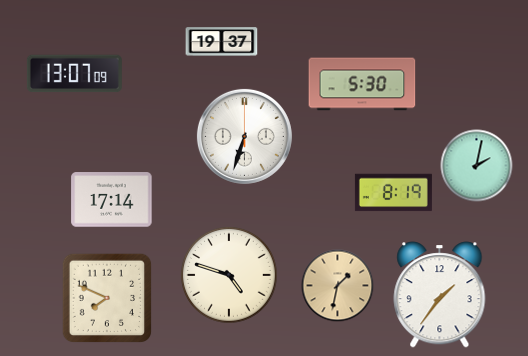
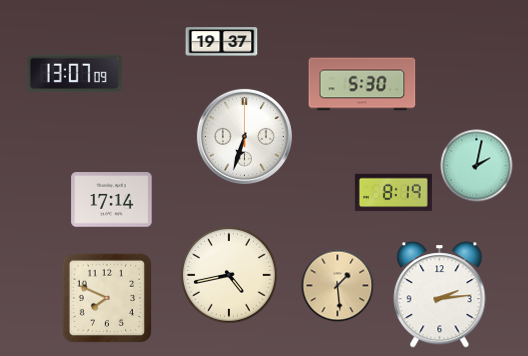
clock at (230, 276): 4:48 -> 4:43
clock at (338, 286): 1:32 -> 1:29
clock at (440, 295): 1:36 -> 2:14
